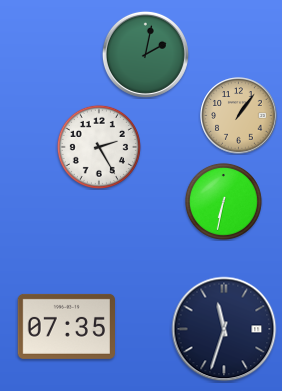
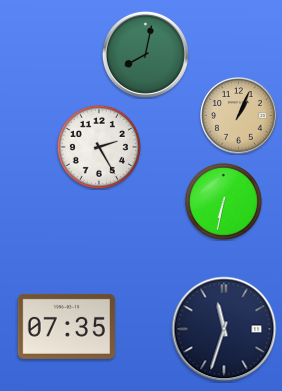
clock at (145, 54): 2:02 -> 8:02
clock at (239, 116): 1:06 -> 1:04
